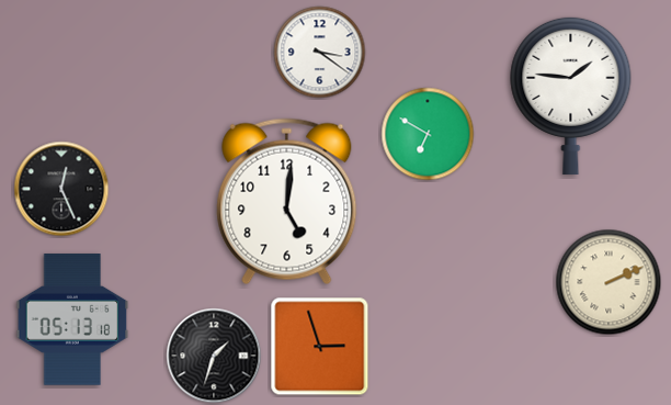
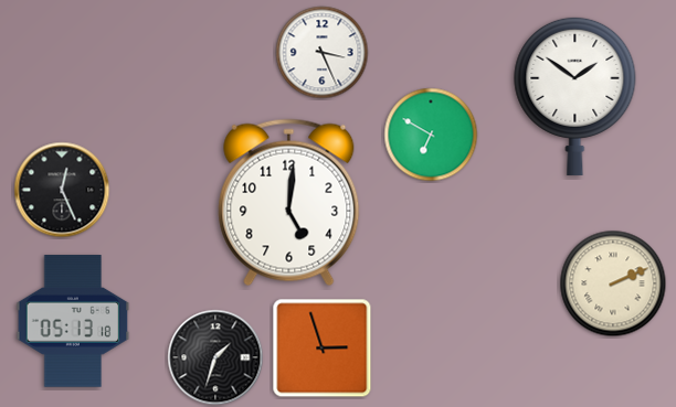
clock at (320, 53): 3:21 -> 3:26
clock at (571, 95): 1:46 -> 1:51
